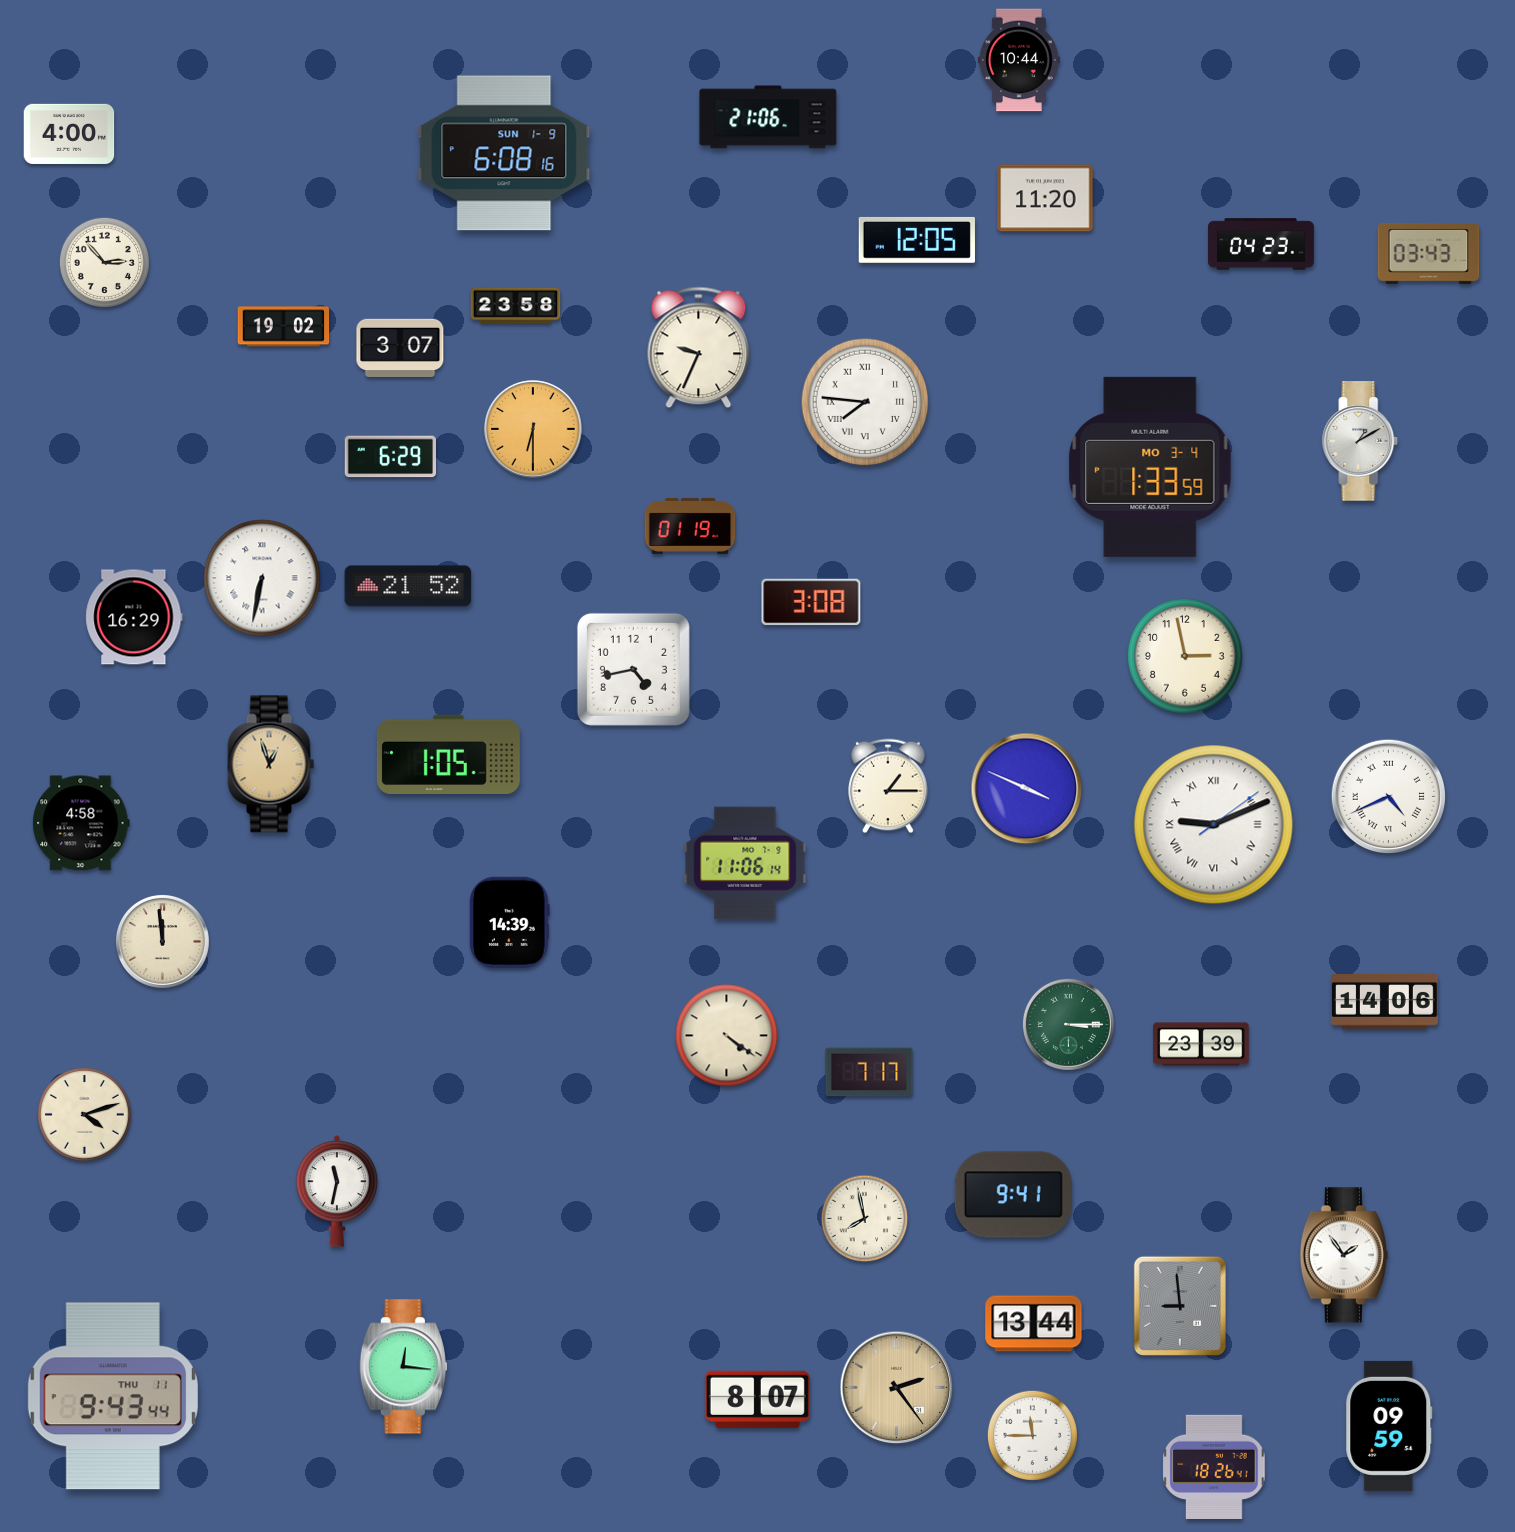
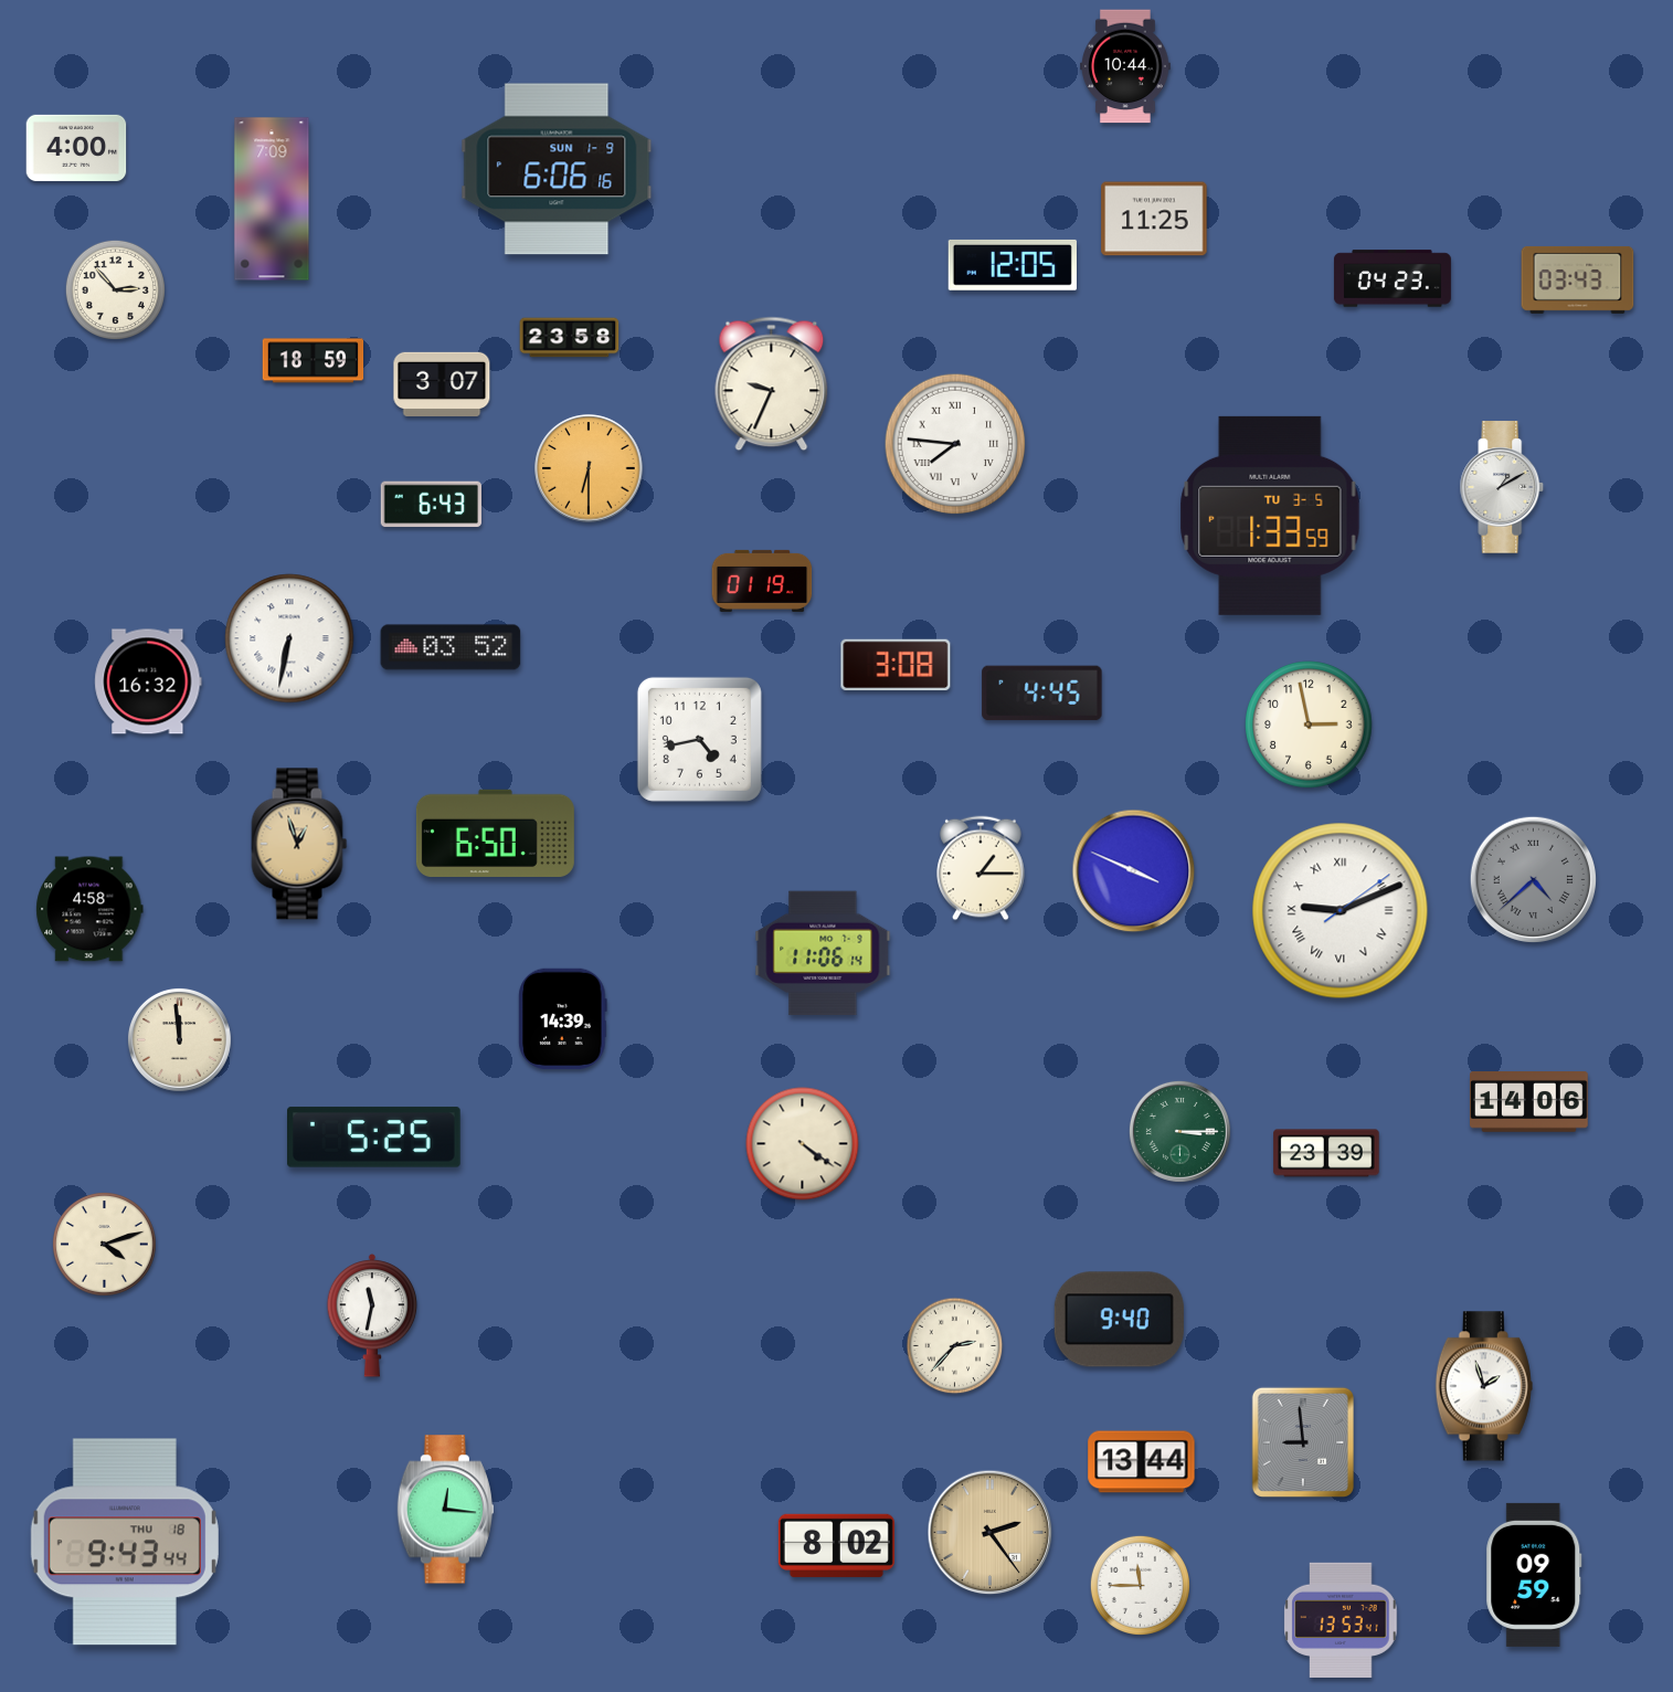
clock at (768, 117): 21:06 -> none
clock at (504, 153): 6:08 -> 6:06
clock at (272, 199): none -> 7:09
clock at (1045, 198): 11:20 -> 11:25
clock at (1261, 244) position: (1261, 244) -> (1393, 278)
clock at (284, 327): 19:02 -> 18:59
clock at (533, 429) position: (533, 429) -> (589, 468)
clock at (390, 457): 6:29 -> 6:43
clock at (1150, 467) date: MO 3-4 -> TU 3-5
clock at (408, 586): 21:52 -> 03:52
clock at (134, 617): 16:29 -> 16:32
clock at (1042, 694): none -> 4:45
clock at (448, 754): 1:05 -> 6:50
clock at (1388, 796): 4:41 -> 4:38
clock at (1388, 796) dial: white -> grey
clock at (1385, 1002) position: (1385, 1002) -> (1529, 1102)
clock at (374, 1138): none -> 5:25
clock at (869, 1072): 7:17 -> none
clock at (85, 1115) position: (85, 1115) -> (105, 1245)
clock at (1013, 1195): 9:41 -> 9:40
clock at (865, 1219): 7:58 -> 2:37
clock at (1344, 1255): 1:54 -> 1:57
clock at (113, 1396) date: THU 11 -> THU 18
clock at (757, 1399): 8:07 -> 8:02
clock at (1214, 1467): 18:26 -> 13:53
